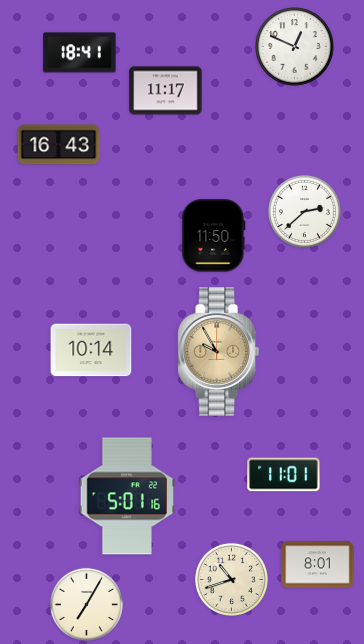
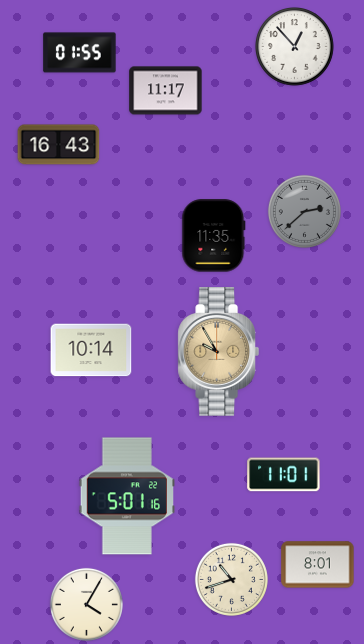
clock at (295, 47): 12:49 -> 12:53
clock at (80, 53): 18:41 -> 01:55
clock at (304, 211) dial: white -> grey
clock at (214, 236): 11:50 -> 11:35
clock at (86, 604): 7:05 -> 4:05
